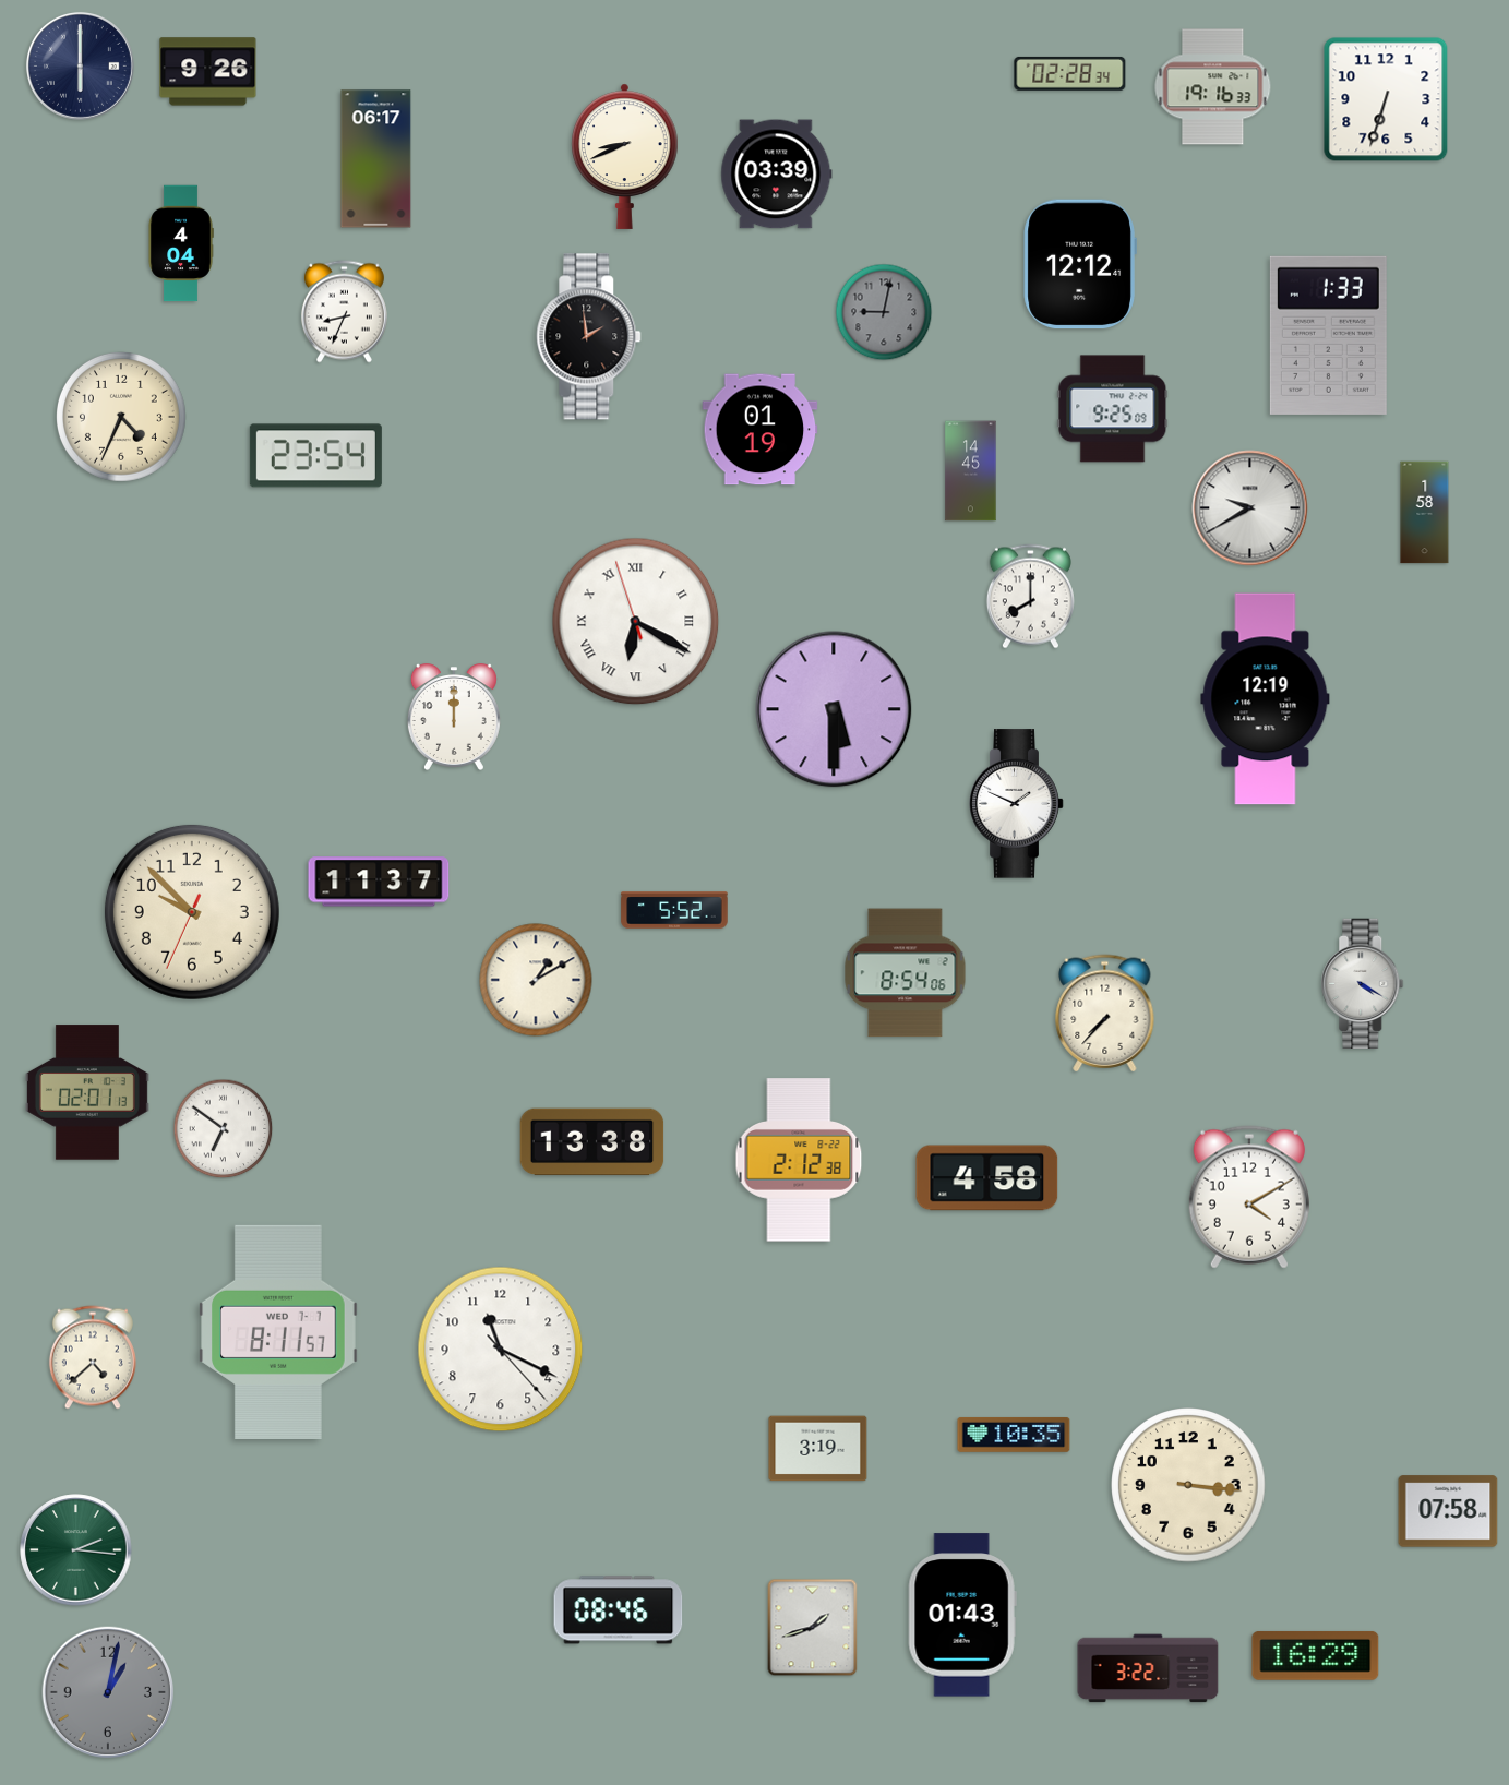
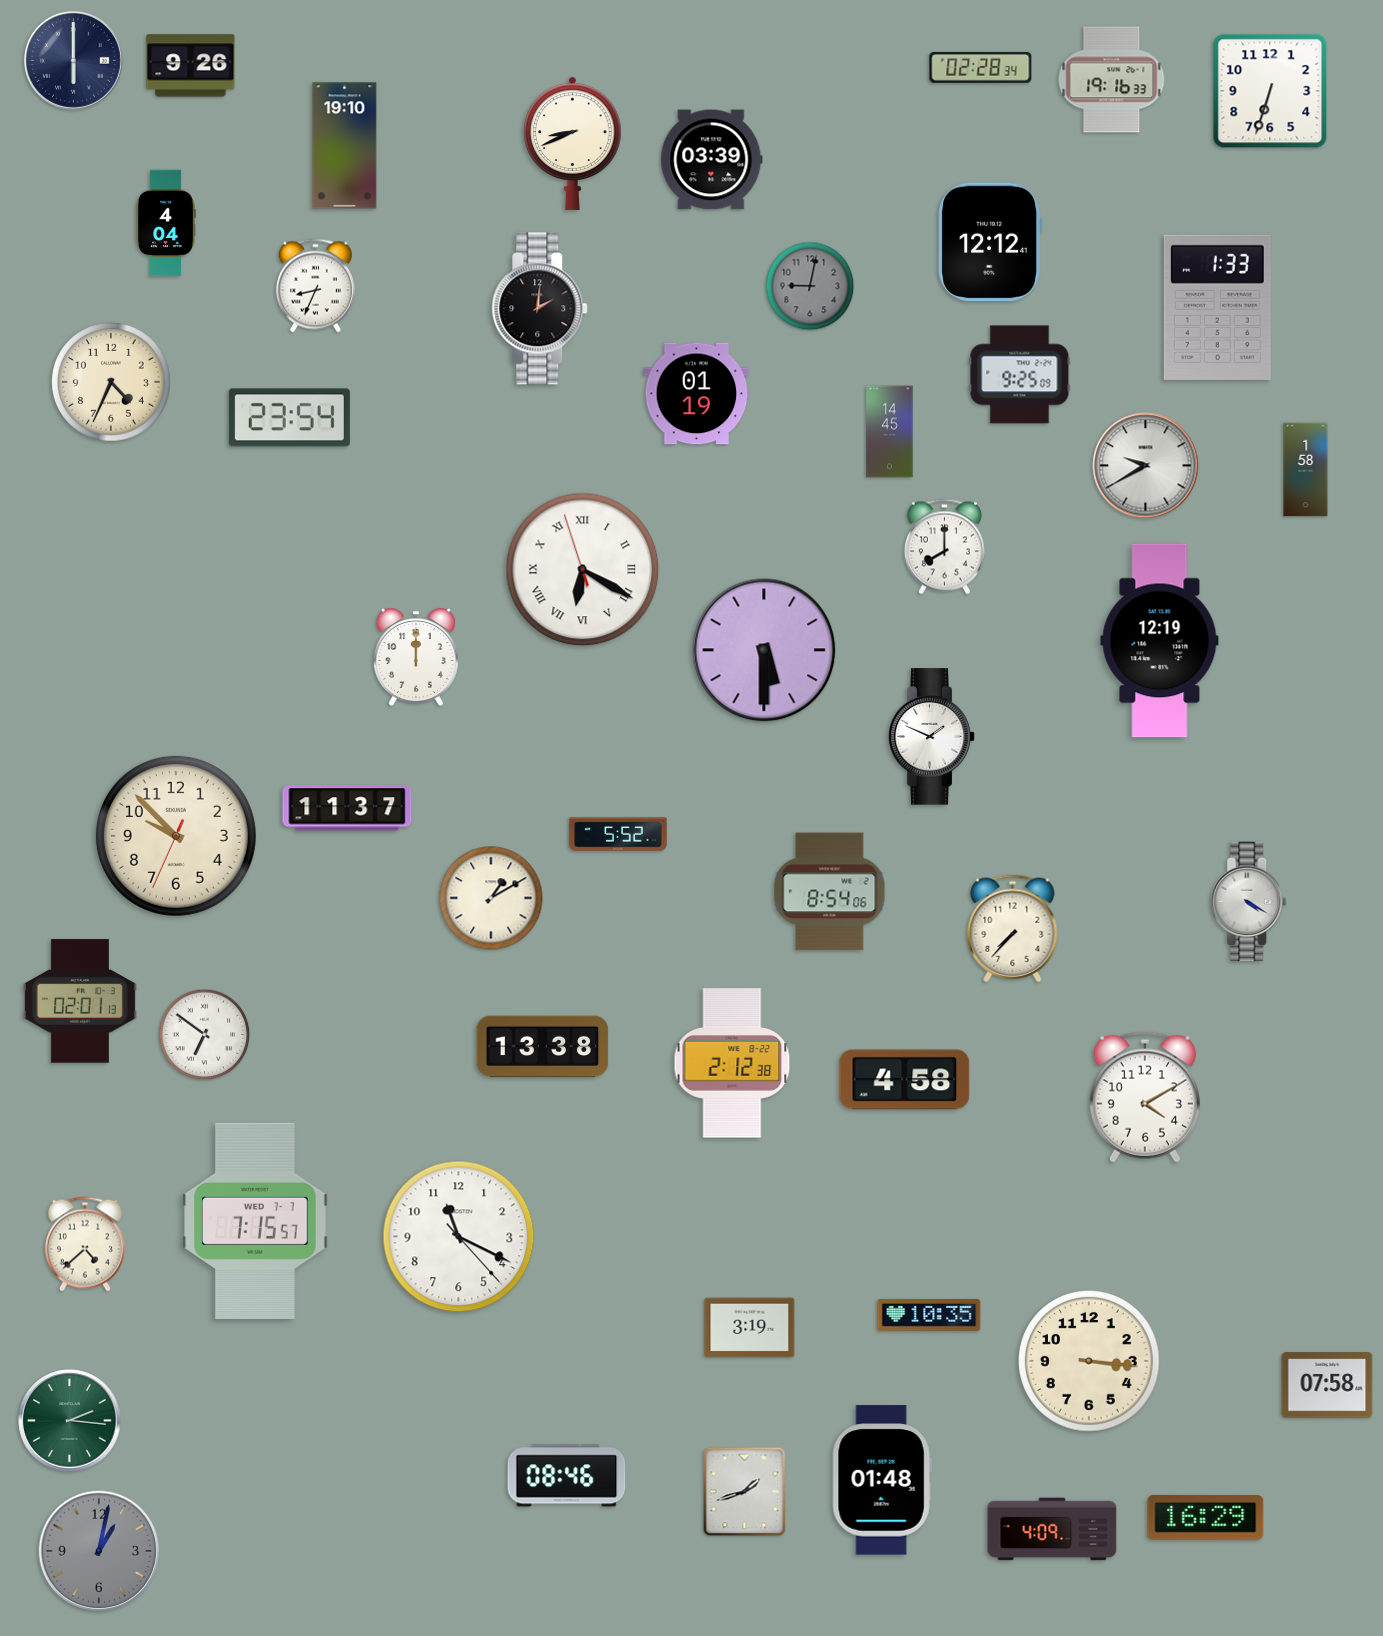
clock at (376, 159): 06:17 -> 19:10
clock at (589, 337): 1:59 -> 2:01
clock at (278, 1332): 8:11 -> 7:15
clock at (962, 1615): 01:43 -> 01:48
clock at (1148, 1668): 3:22 -> 4:09
